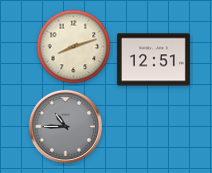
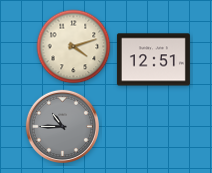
clock at (74, 47): 8:12 -> 4:12
clock at (65, 126) position: (65, 126) -> (62, 126)
